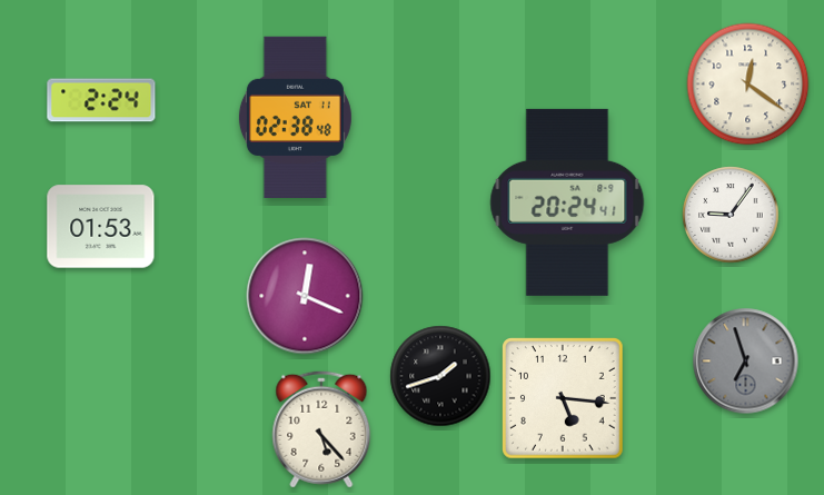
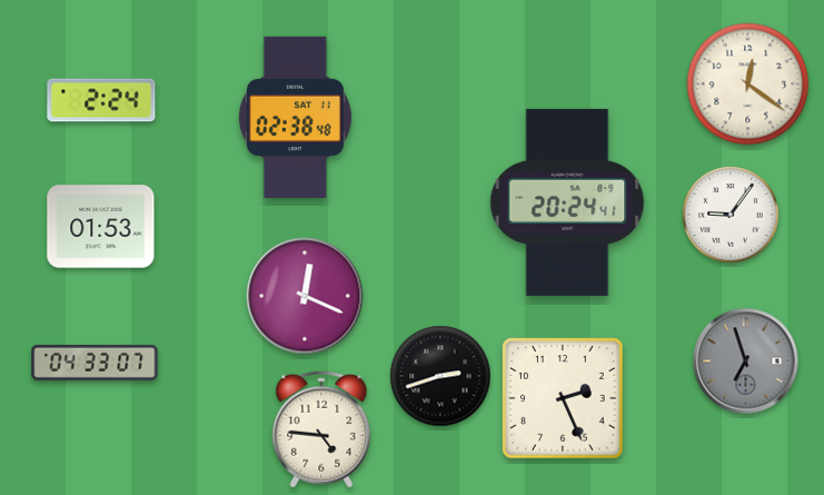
clock at (95, 363): none -> 04:33
clock at (440, 376): 1:42 -> 2:42
clock at (563, 398): 5:16 -> 2:26
clock at (321, 429): 5:23 -> 4:46
